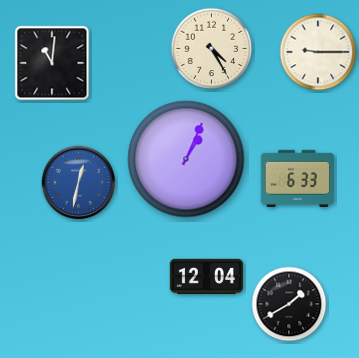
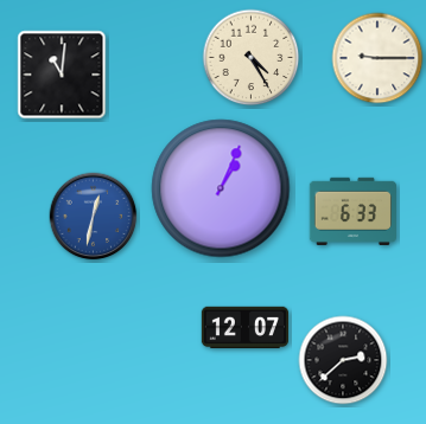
clock at (318, 52) position: (318, 52) -> (377, 58)
clock at (206, 277): 12:04 -> 12:07
clock at (289, 304): 1:40 -> 2:38
